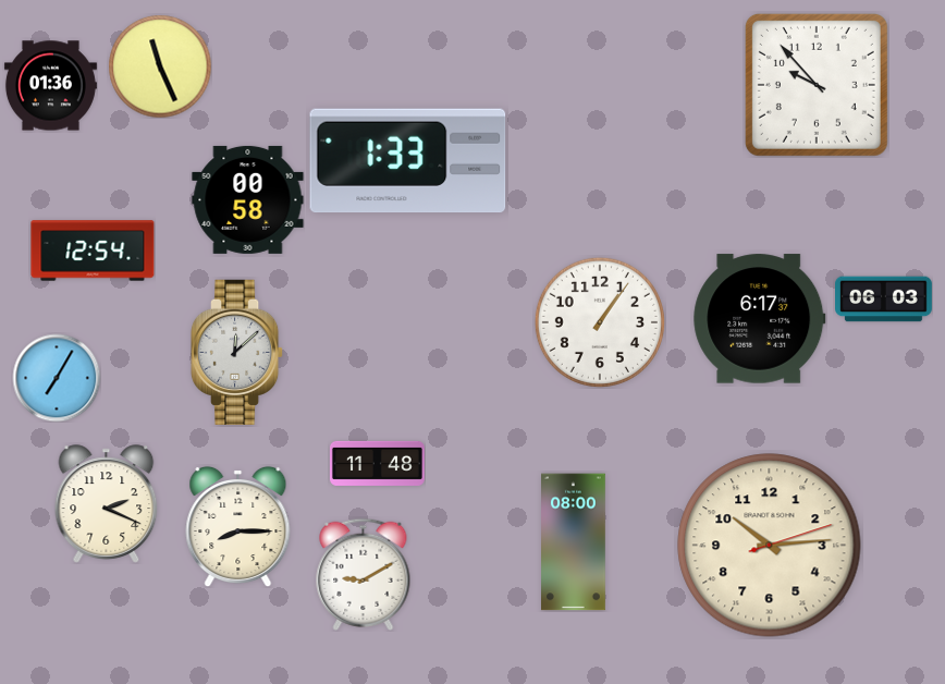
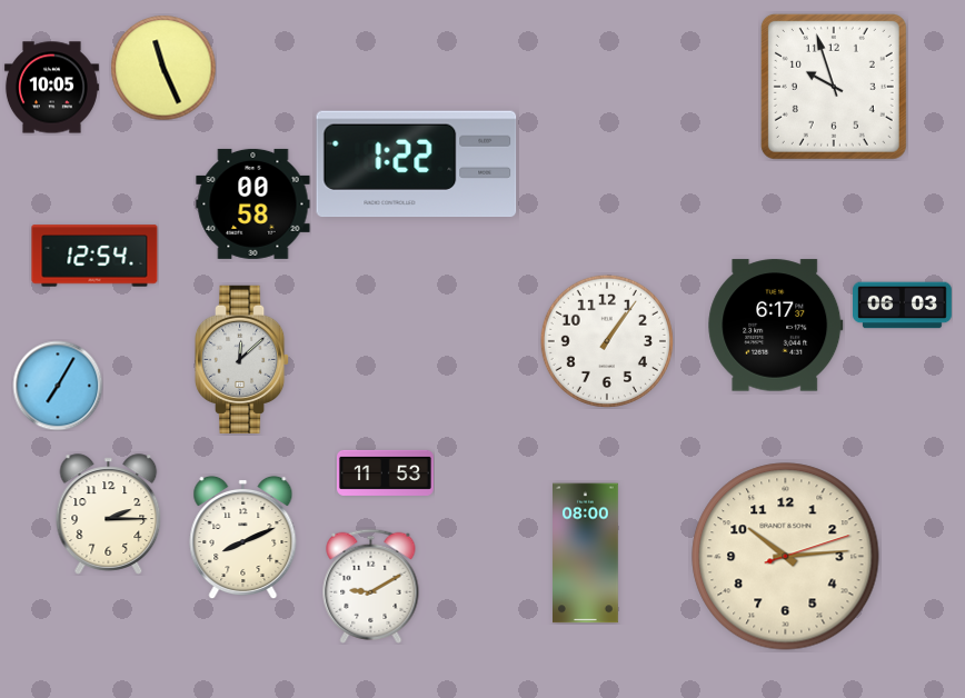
clock at (817, 85): 9:53 -> 9:57
clock at (50, 86): 01:36 -> 10:05
clock at (408, 161): 1:33 -> 1:22
clock at (600, 322) position: (600, 322) -> (607, 341)
clock at (377, 463): 11:48 -> 11:53
clock at (107, 504): 2:19 -> 2:15
clock at (238, 526): 8:15 -> 8:11
